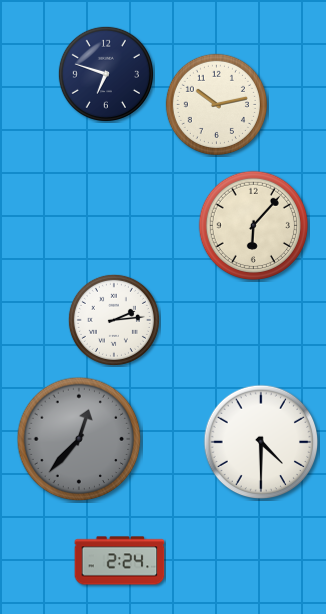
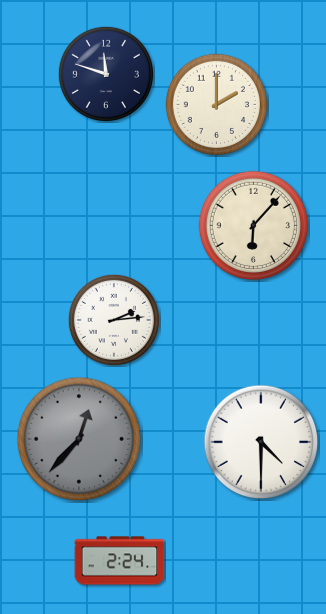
clock at (106, 74): 6:48 -> 11:48
clock at (216, 104): 10:13 -> 2:00
